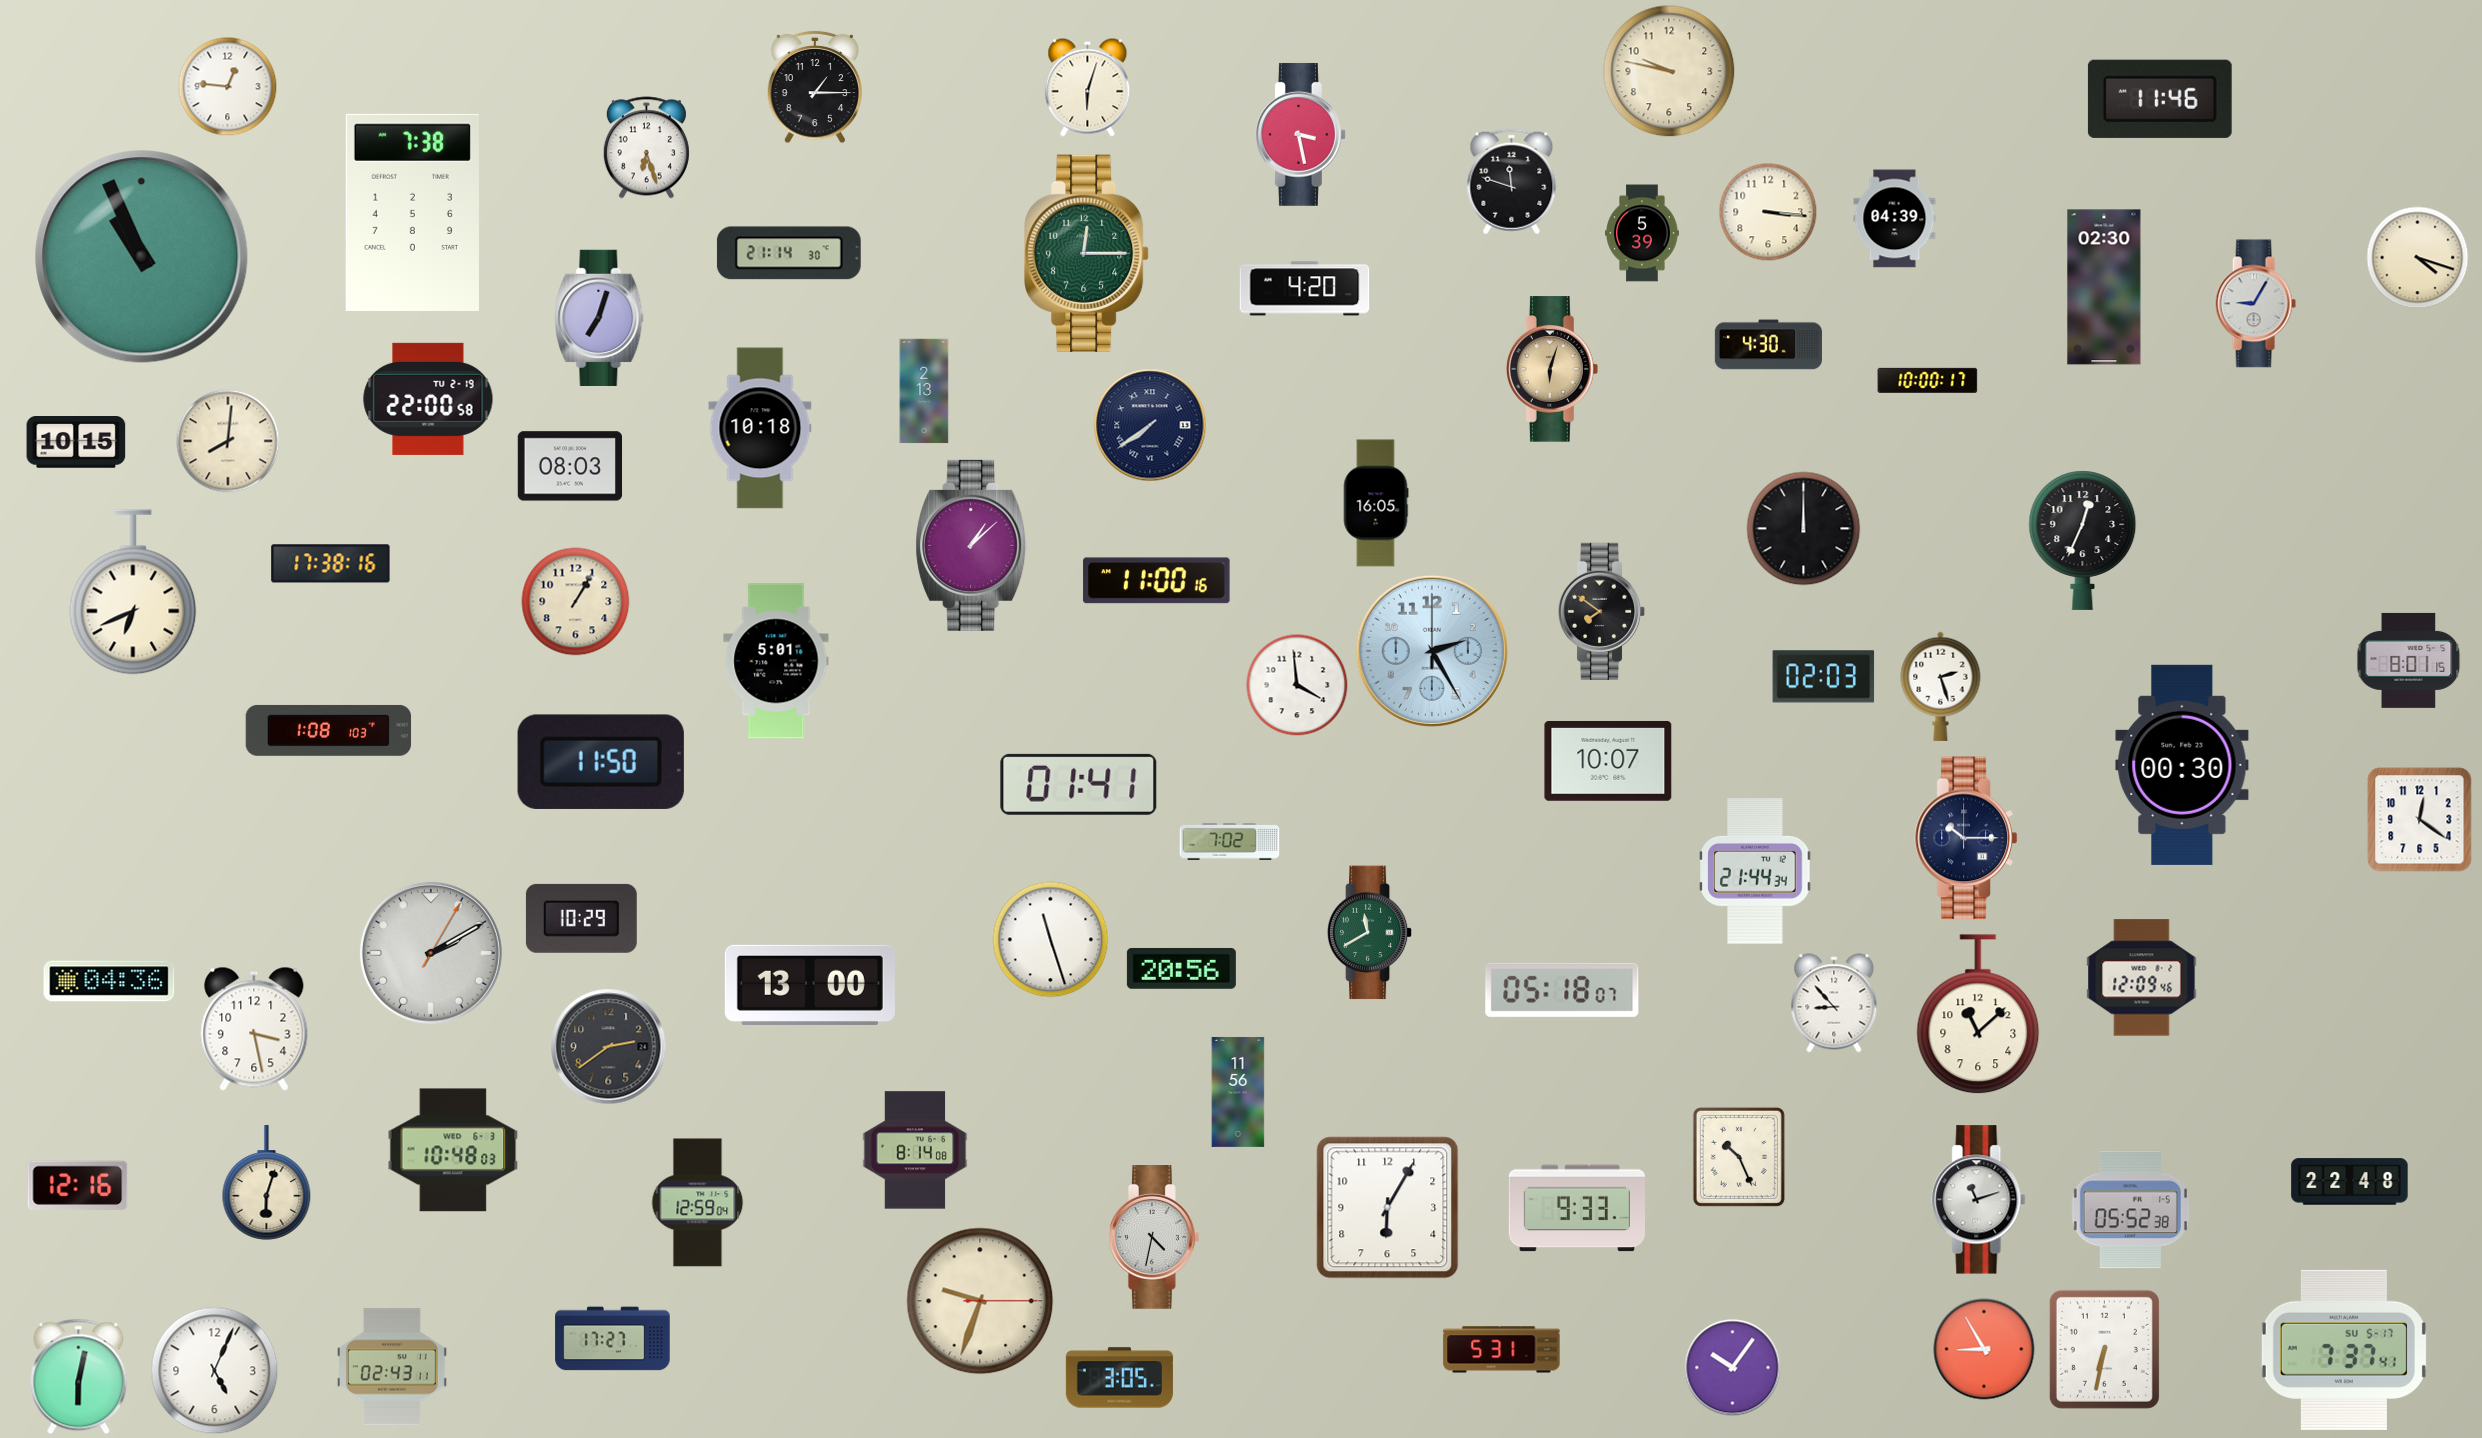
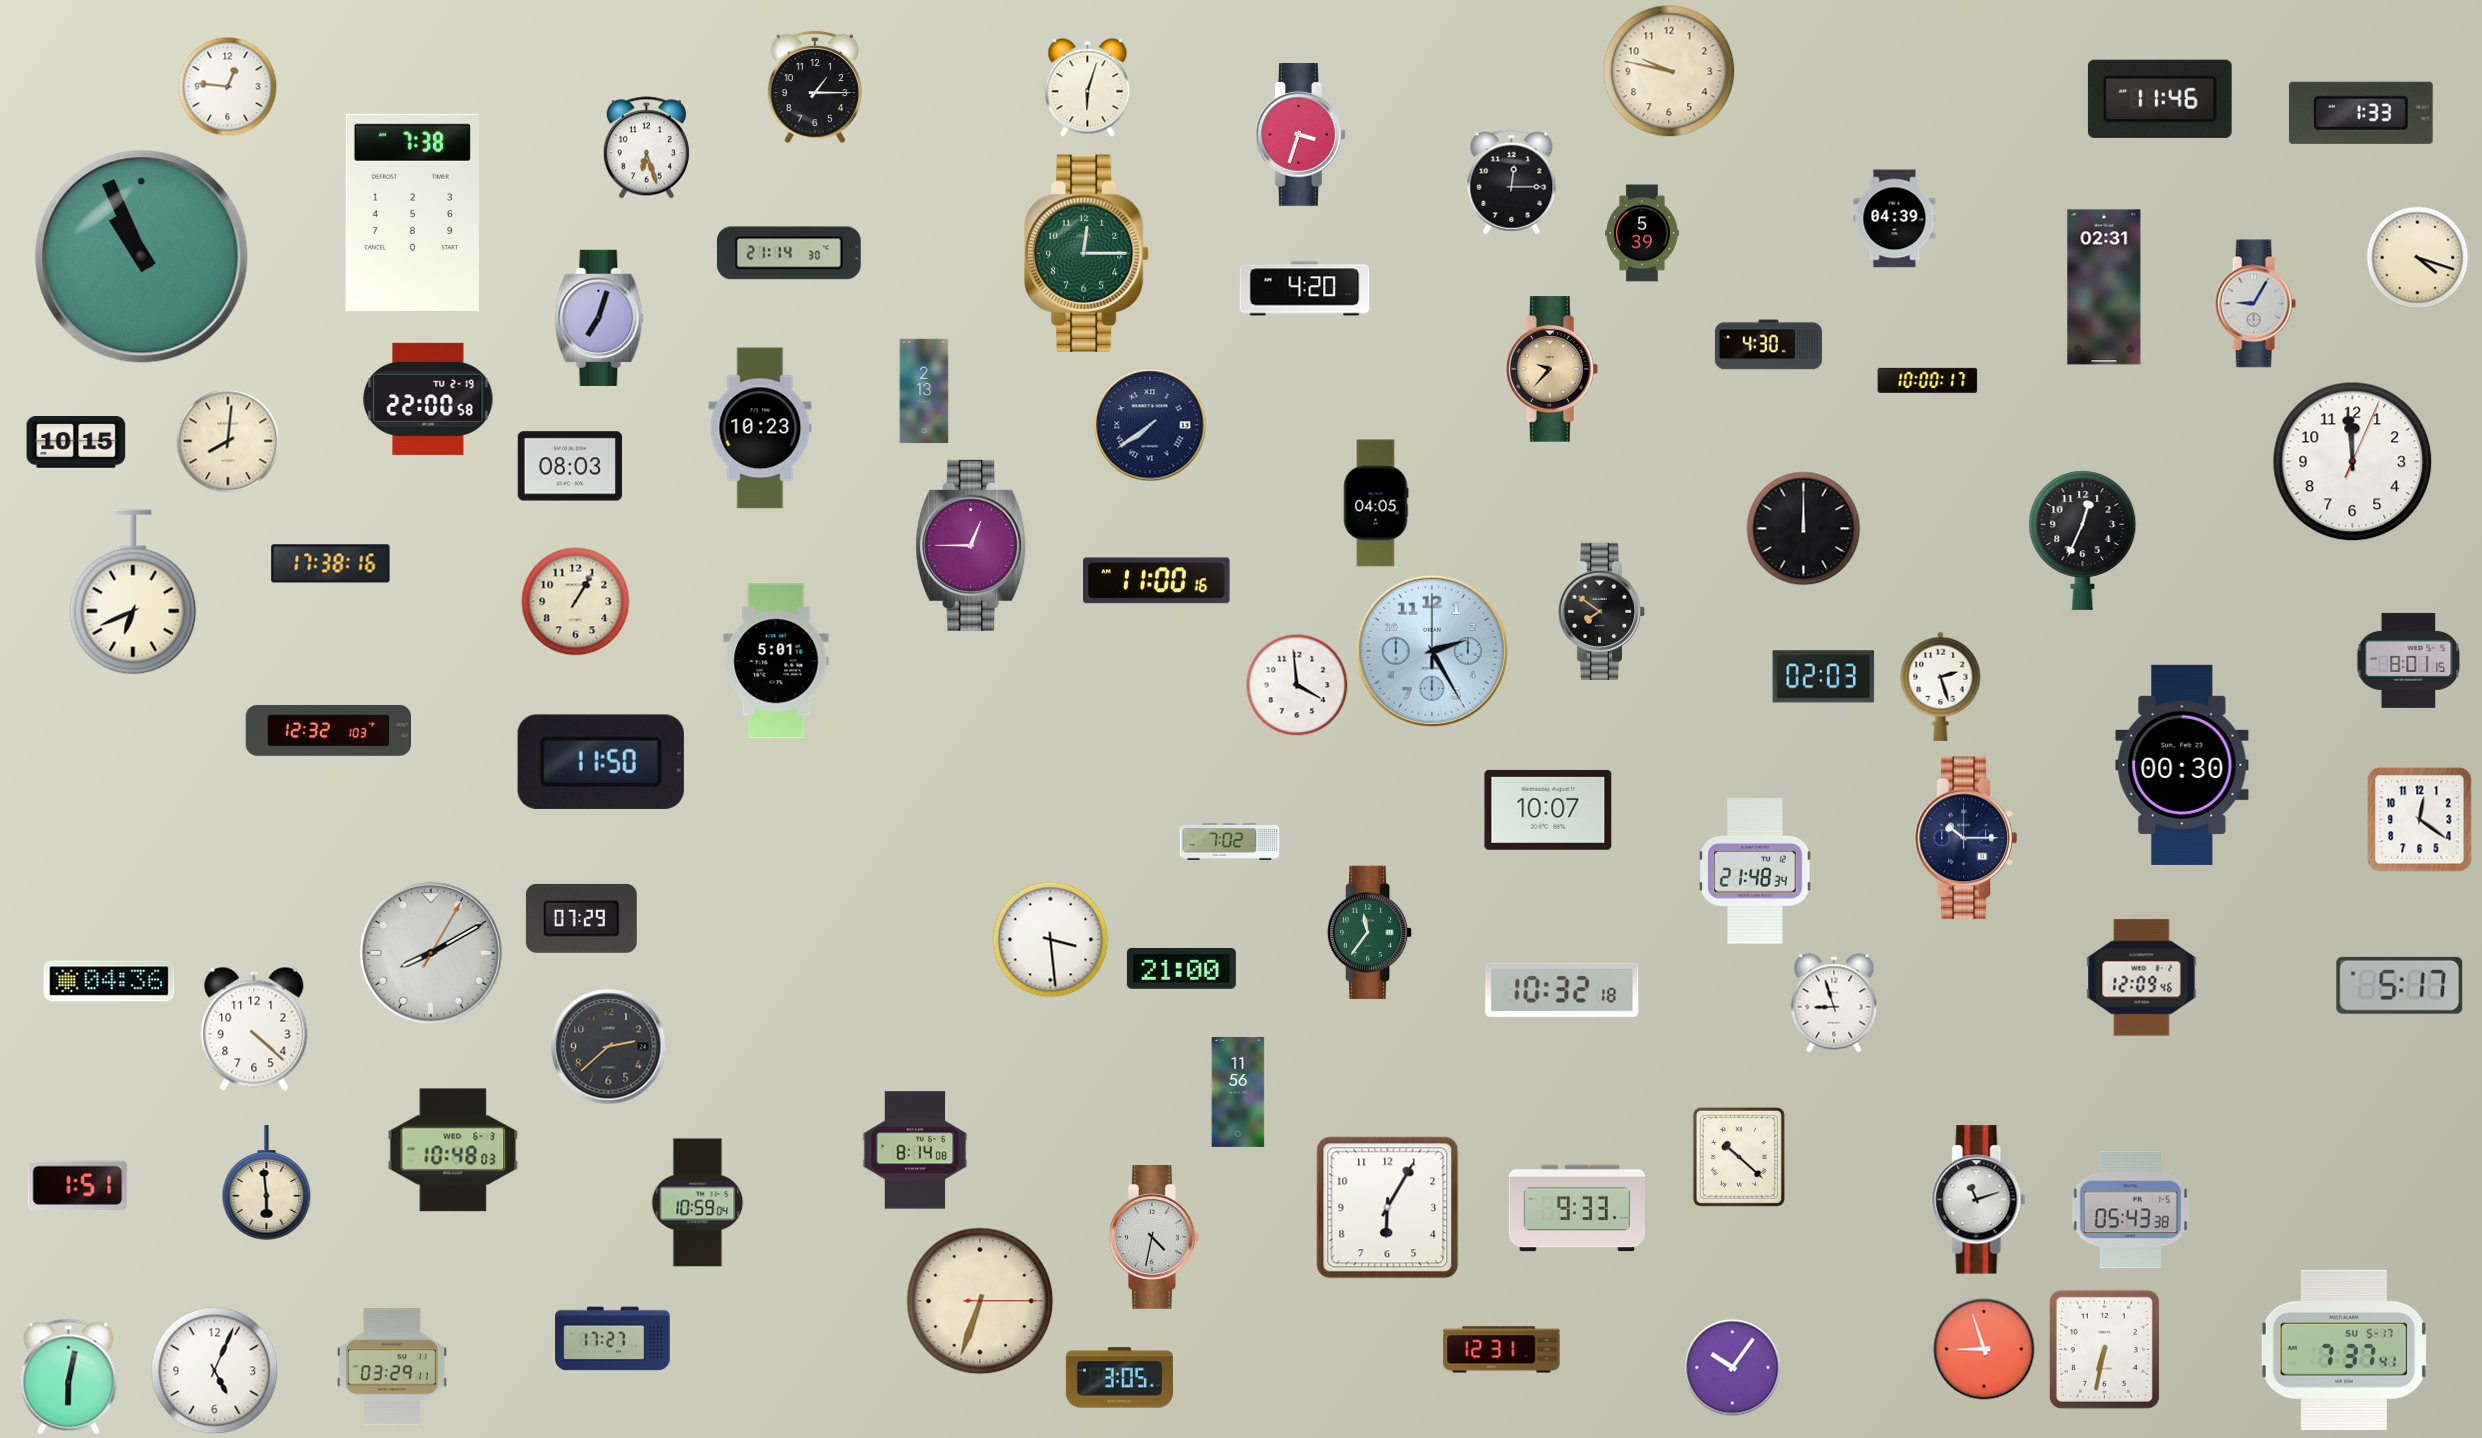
clock at (2361, 113): none -> 1:33
clock at (1300, 134): 3:28 -> 3:33
clock at (1512, 182): 11:48 -> 12:15
clock at (1768, 212): 3:16 -> none
clock at (2104, 287): 02:30 -> 02:31
clock at (1552, 369): 6:03 -> 9:37
clock at (760, 428): 10:18 -> 10:23
clock at (2353, 462): none -> 11:59
clock at (1376, 503): 16:05 -> 04:05
clock at (972, 545): 1:08 -> 12:45
clock at (329, 730): 1:08 -> 12:32
clock at (1608, 761) position: (1608, 761) -> (1548, 810)
clock at (1079, 784): 01:41 -> none
clock at (1755, 871): 21:44 -> 21:48
clock at (581, 918): 10:29 -> 07:29
clock at (1370, 933): 11:40 -> 11:36
clock at (1051, 940): 11:27 -> 3:29
clock at (431, 953): 2:10 -> 8:10
clock at (1181, 968): 20:56 -> 21:00
clock at (810, 985): 13:00 -> none
clock at (2400, 985): none -> 5:17
clock at (1562, 990): 05:18 -> 10:32
clock at (1834, 1003): 8:53 -> 8:57
clock at (1978, 1015): 11:08 -> none
clock at (254, 1029): 3:28 -> 4:22
clock at (609, 1047): 2:39 -> 2:38
clock at (1739, 1157): 10:26 -> 10:22
clock at (2350, 1182): 22:48 -> none
clock at (267, 1183): 6:03 -> 5:59
clock at (78, 1185): 12:16 -> 1:51
clock at (698, 1203): 12:59 -> 10:59
clock at (2130, 1210): 05:52 -> 05:43
clock at (980, 1301): 9:33 -> 6:33
clock at (1984, 1349): 8:55 -> 8:57
clock at (1502, 1350): 5:31 -> 12:31
clock at (392, 1367): 02:43 -> 03:29
clock at (79, 1377) position: (79, 1377) -> (69, 1377)
